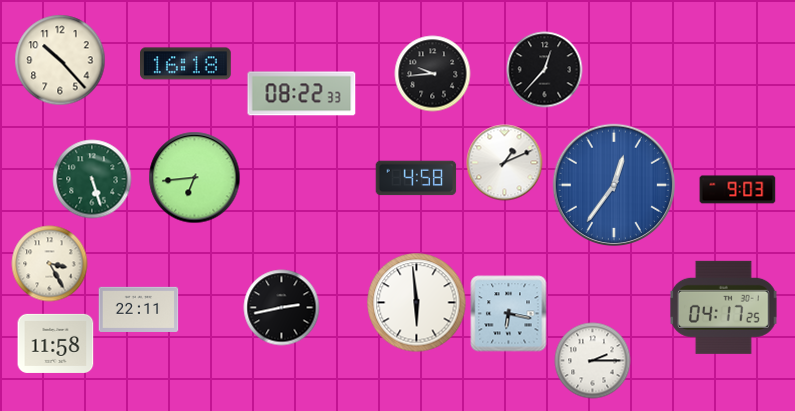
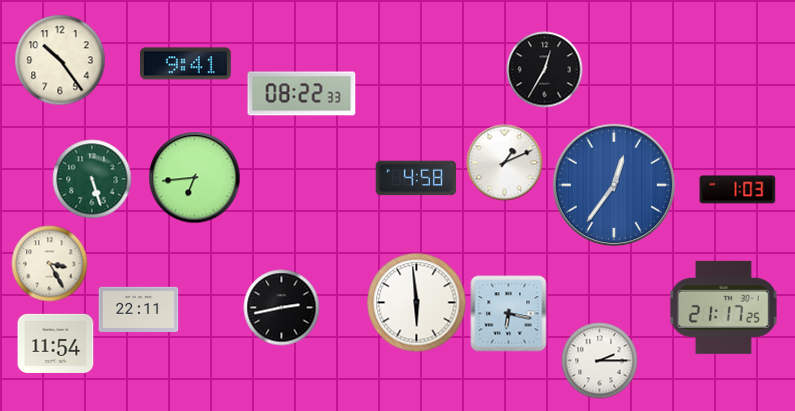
clock at (60, 60): 10:23 -> 10:24
clock at (186, 64): 16:18 -> 9:41
clock at (545, 70): 12:37 -> 12:35
clock at (433, 74): 9:44 -> none
clock at (738, 190): 9:03 -> 1:03
clock at (724, 307): 04:17 -> 21:17
clock at (56, 343): 11:58 -> 11:54
clock at (593, 361) position: (593, 361) -> (600, 361)
